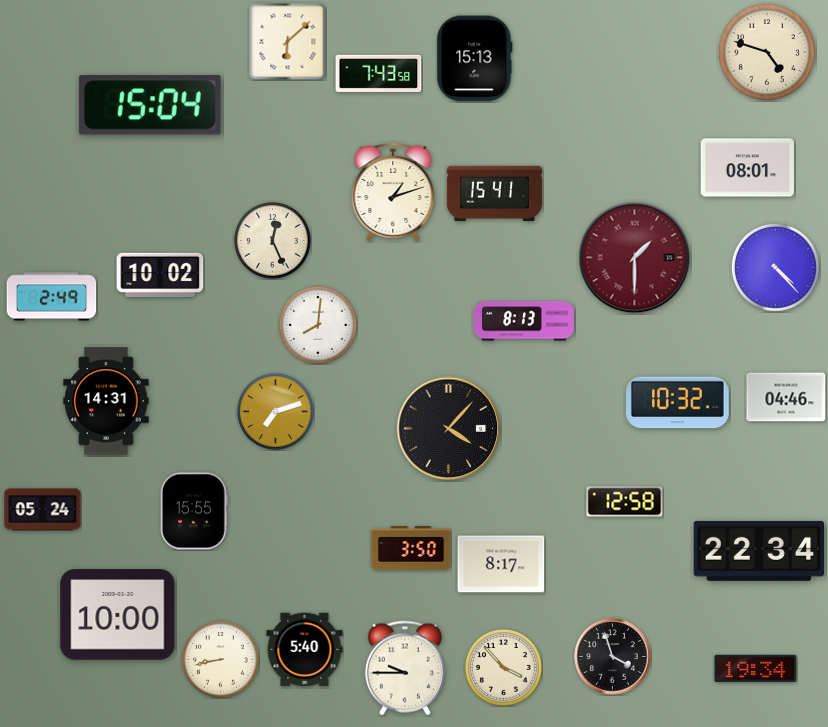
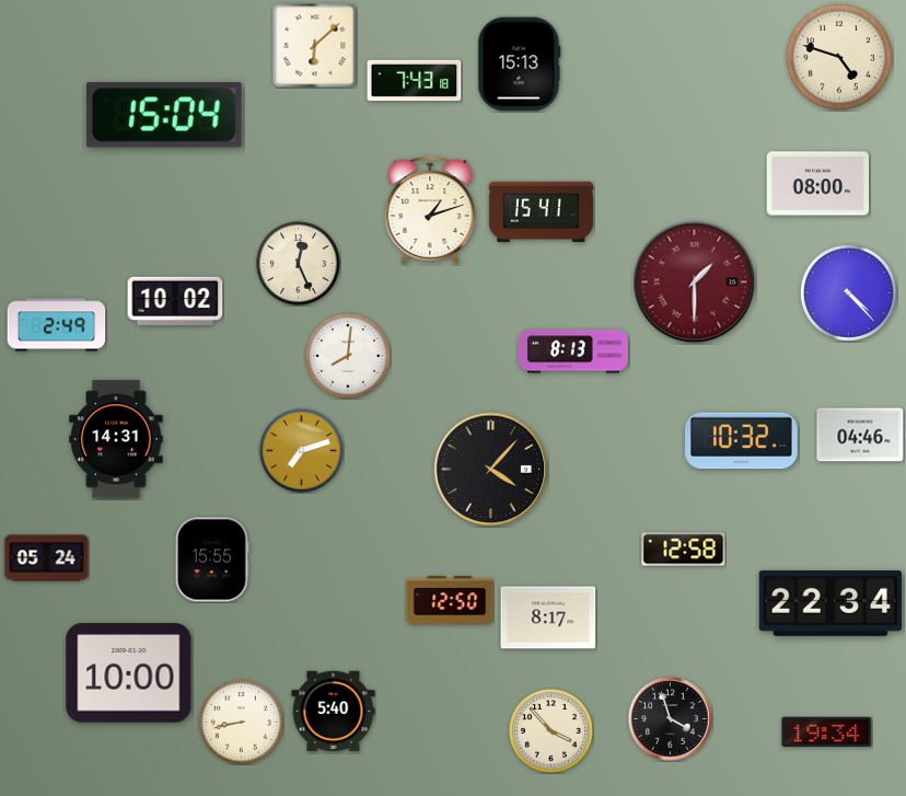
clock at (379, 73): 7:43:58 -> 7:43:18
clock at (747, 168): 08:01 -> 08:00
clock at (411, 548): 3:50 -> 12:50
clock at (405, 668): 9:45 -> none
